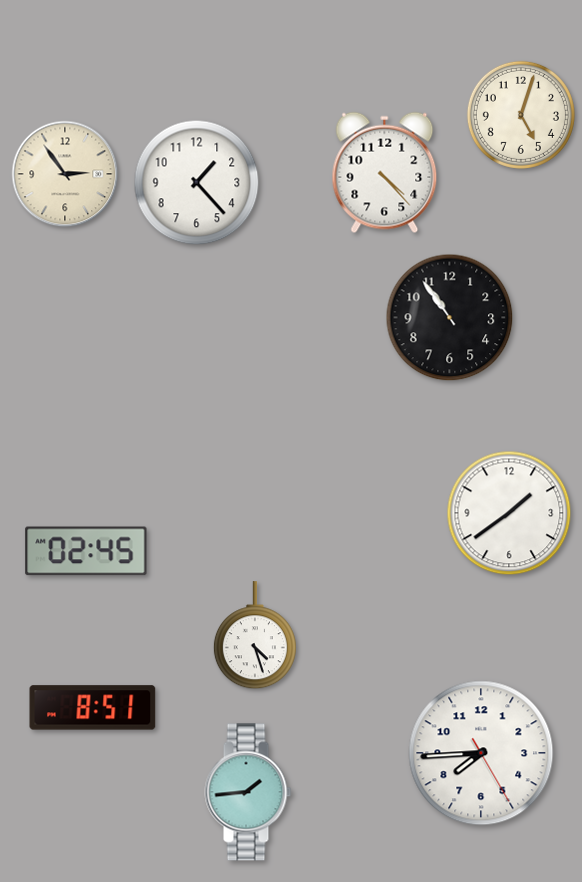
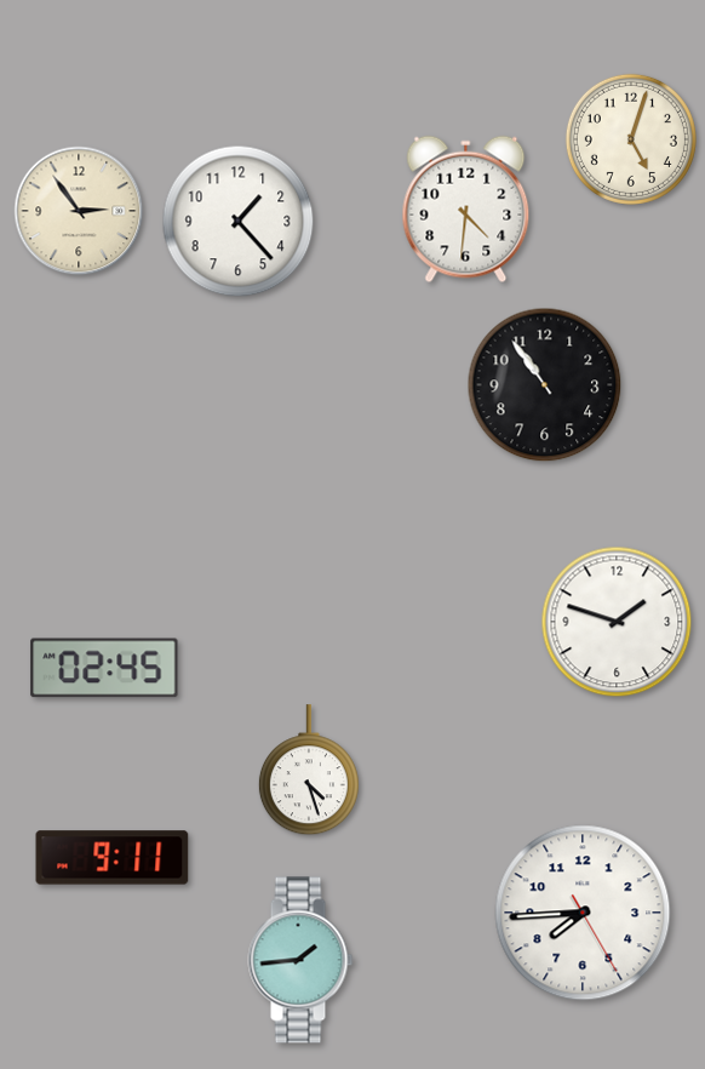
clock at (385, 173): 4:23 -> 4:31
clock at (509, 513): 1:39 -> 1:48
clock at (93, 708): 8:51 -> 9:11
